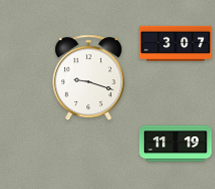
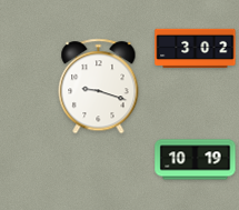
clock at (176, 44): 3:07 -> 3:02
clock at (176, 144): 11:19 -> 10:19
